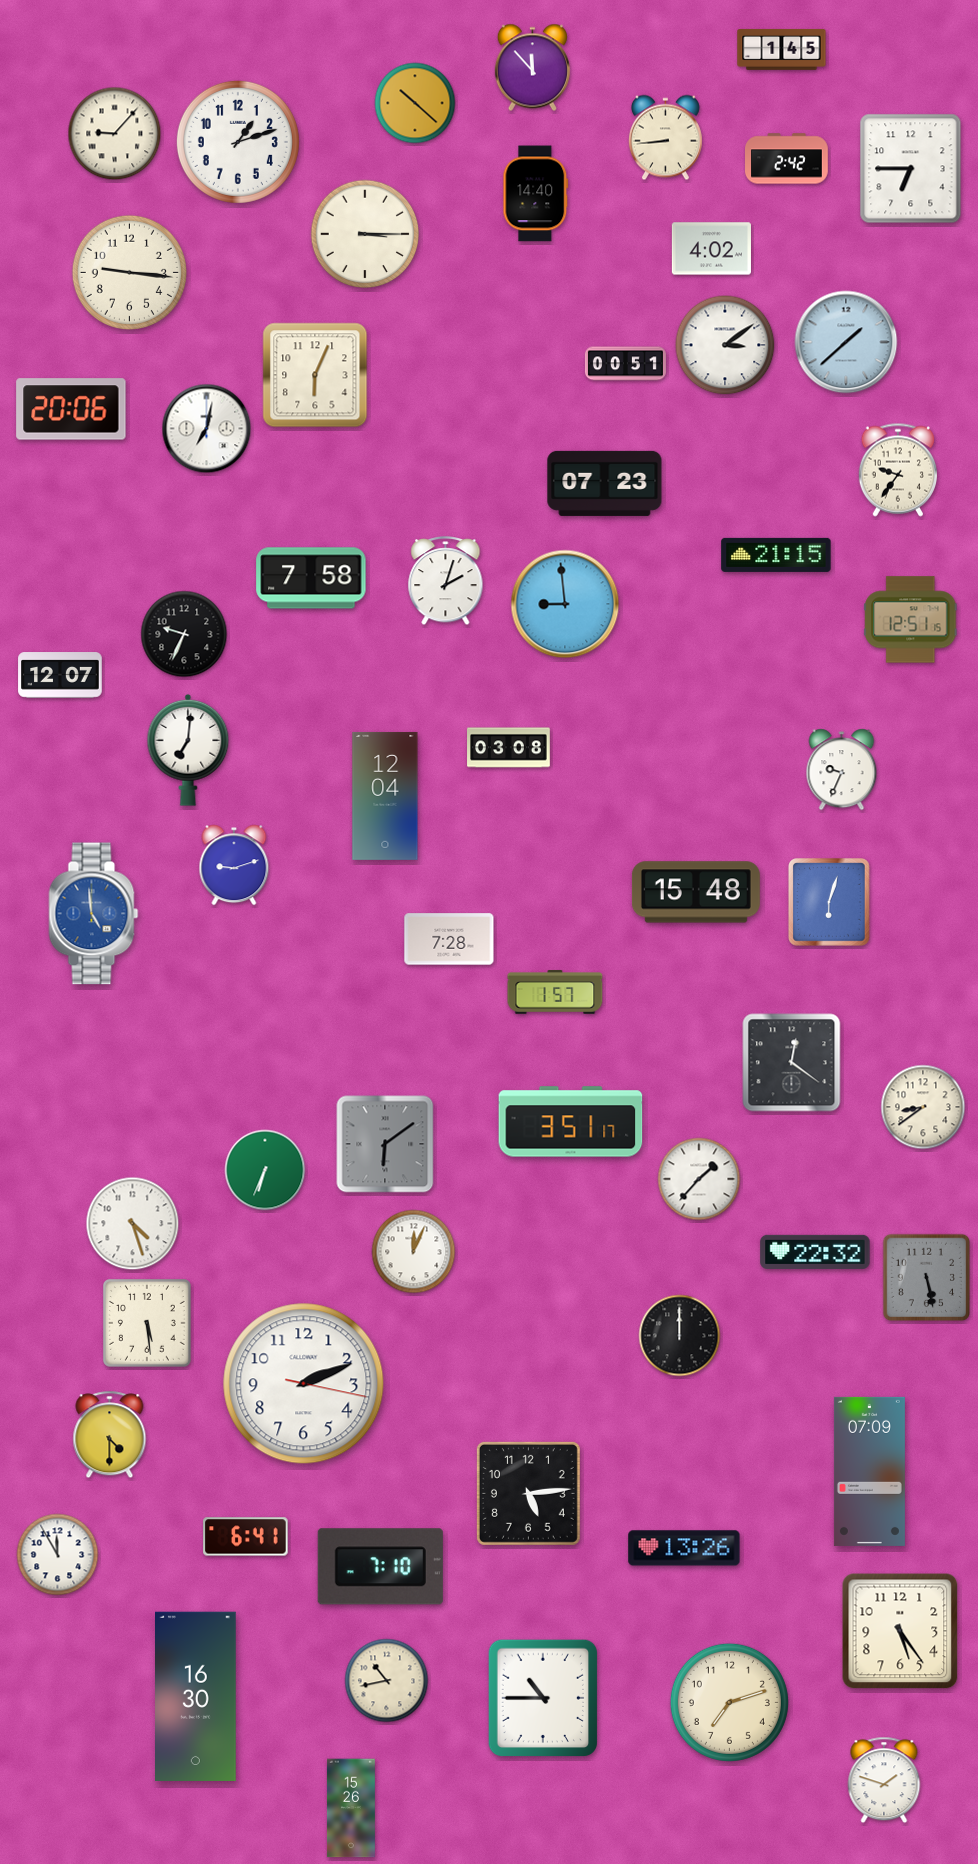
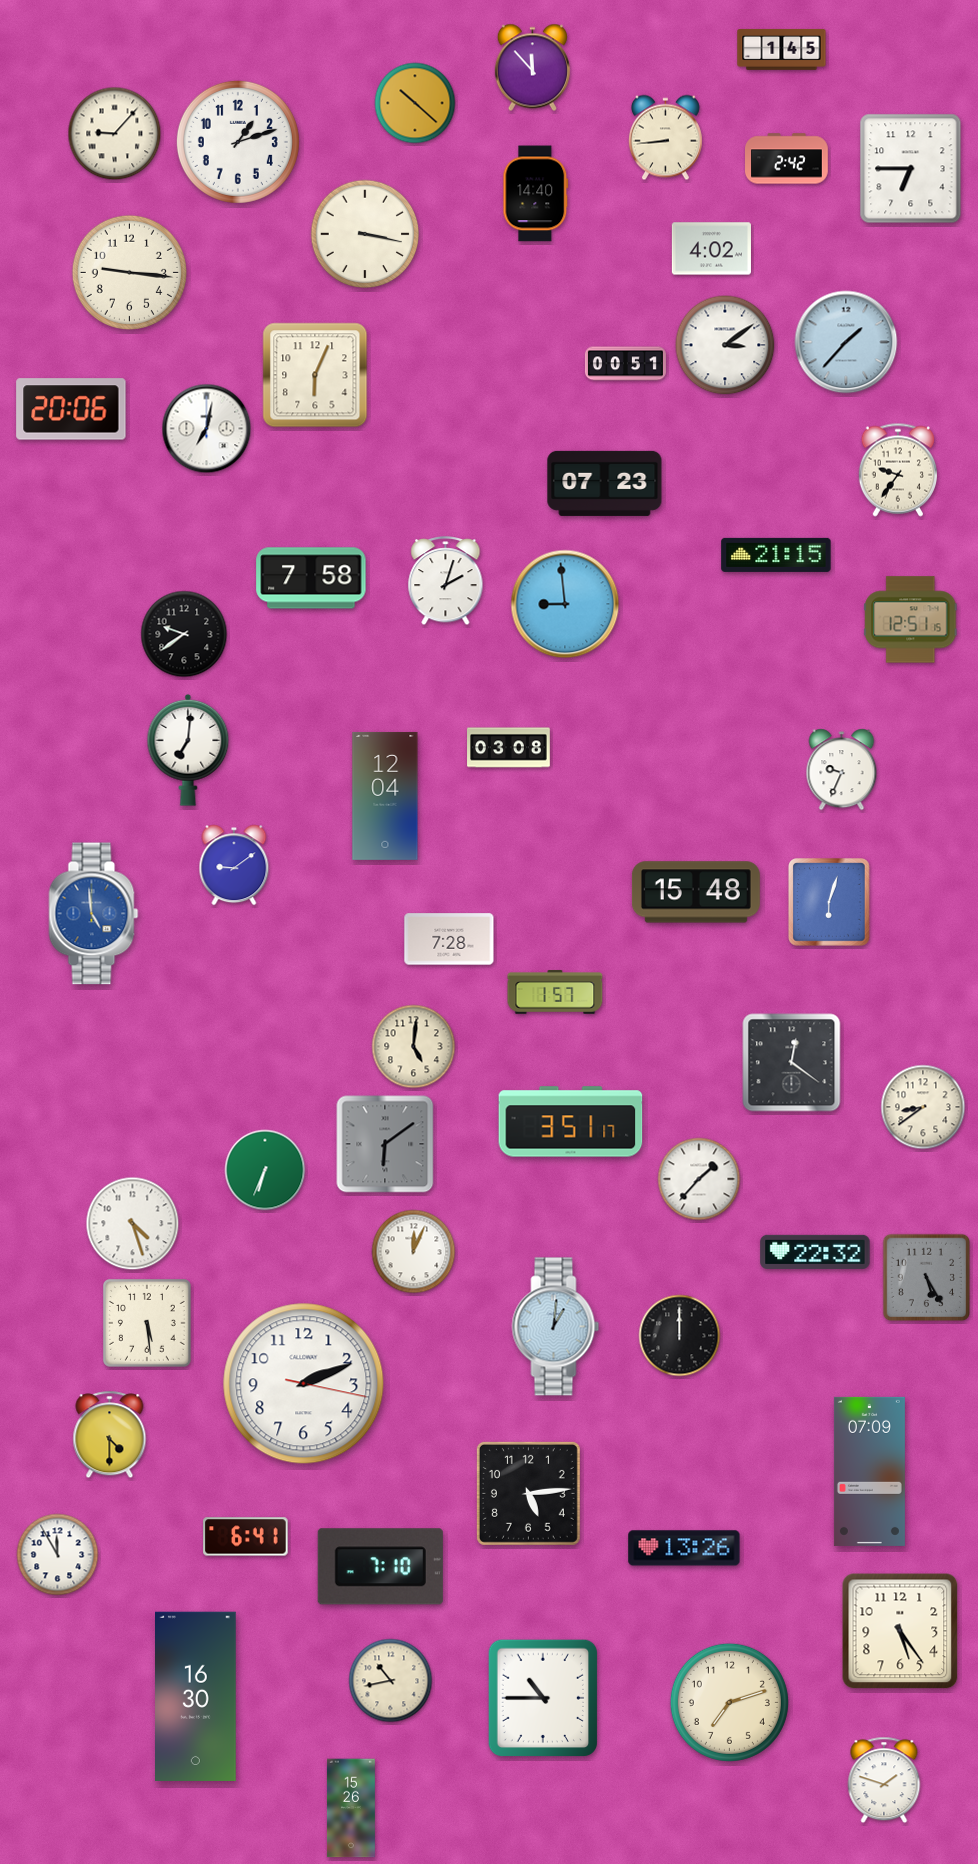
clock at (365, 234): 3:15 -> 3:17
clock at (846, 342): 1:38 -> 1:37
clock at (184, 634): 9:34 -> 9:39
clock at (60, 675): 12:07 -> none
clock at (234, 865): 9:12 -> 9:09
clock at (414, 1047): none -> 5:01
clock at (926, 1277): 5:28 -> 5:25
clock at (556, 1327): none -> 1:01
clock at (387, 1681) position: (387, 1681) -> (391, 1681)
